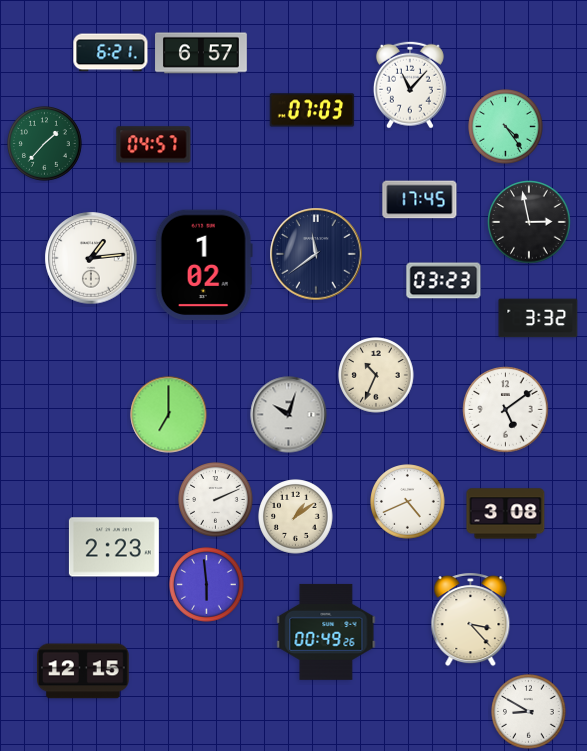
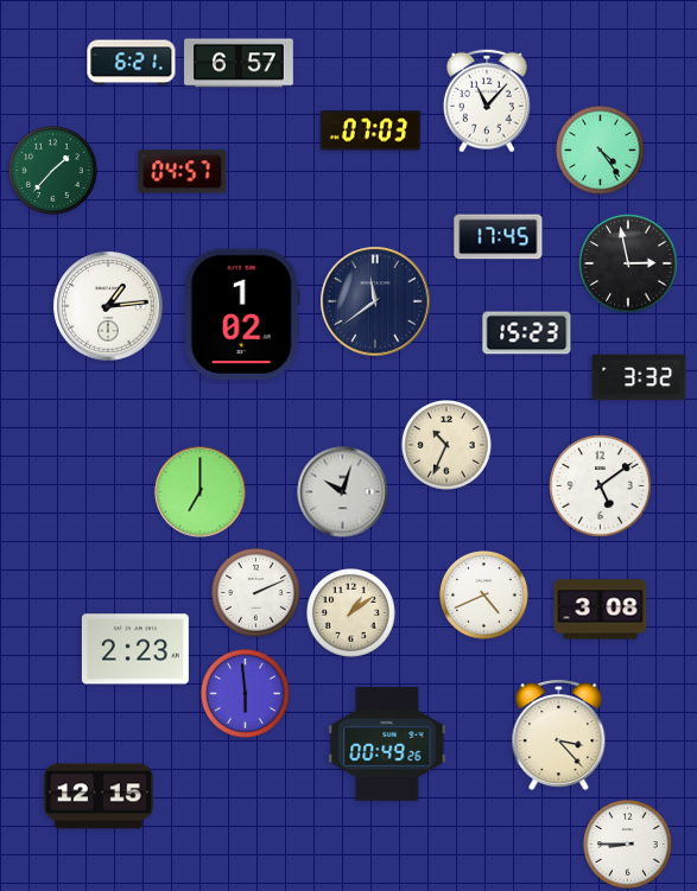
clock at (444, 281): 03:23 -> 15:23
clock at (326, 632) position: (326, 632) -> (387, 744)
clock at (529, 712): 8:50 -> 8:45
